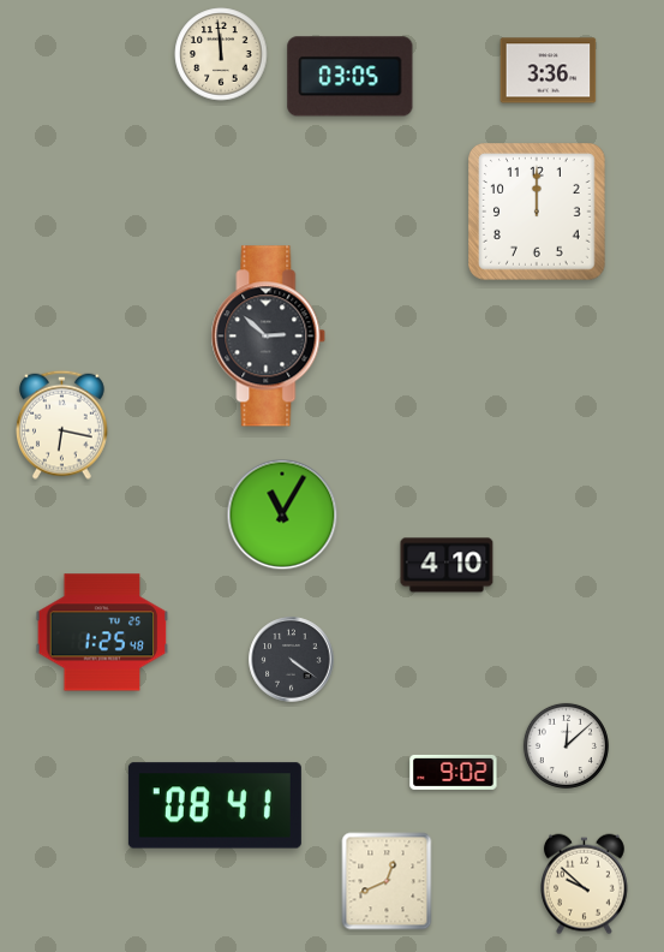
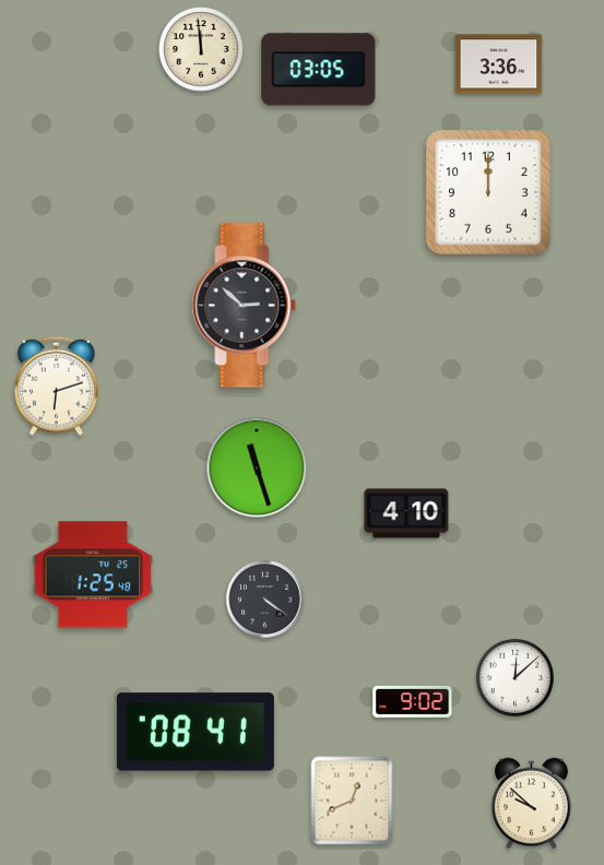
clock at (61, 424): 6:17 -> 6:12
clock at (282, 514): 11:05 -> 11:27
